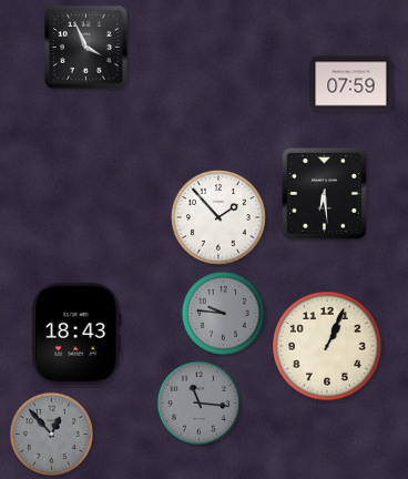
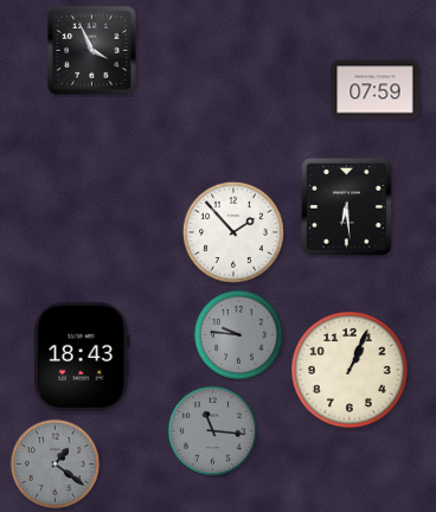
clock at (51, 434): 12:53 -> 1:21
